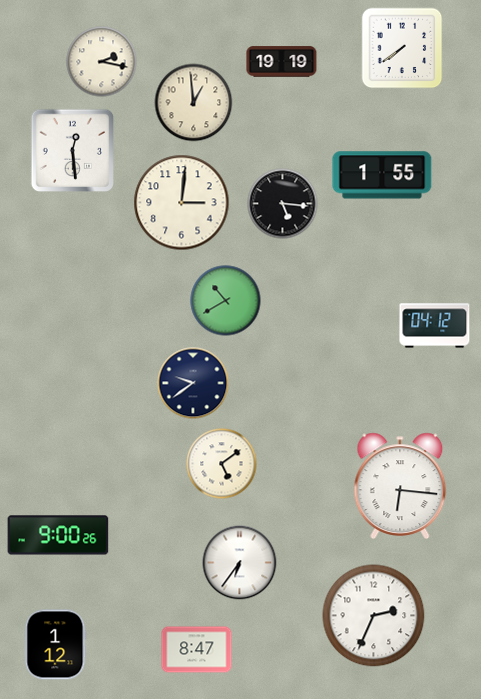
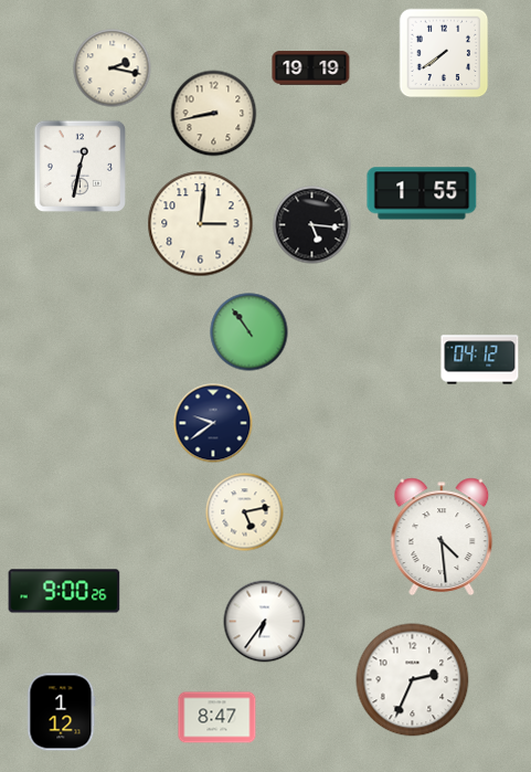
clock at (194, 103): 12:59 -> 8:43
clock at (73, 151): 12:29 -> 12:32
clock at (226, 301): 10:40 -> 10:54
clock at (222, 464): 5:09 -> 5:13
clock at (400, 486): 6:16 -> 4:29
